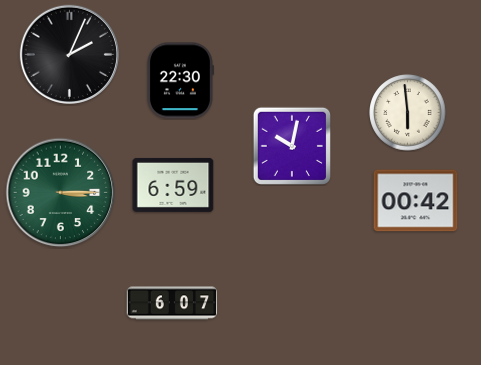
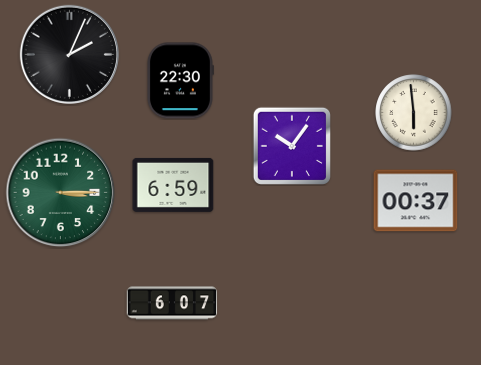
clock at (408, 113) position: (408, 113) -> (414, 113)
clock at (291, 145): 10:02 -> 10:06
clock at (416, 201): 00:42 -> 00:37
